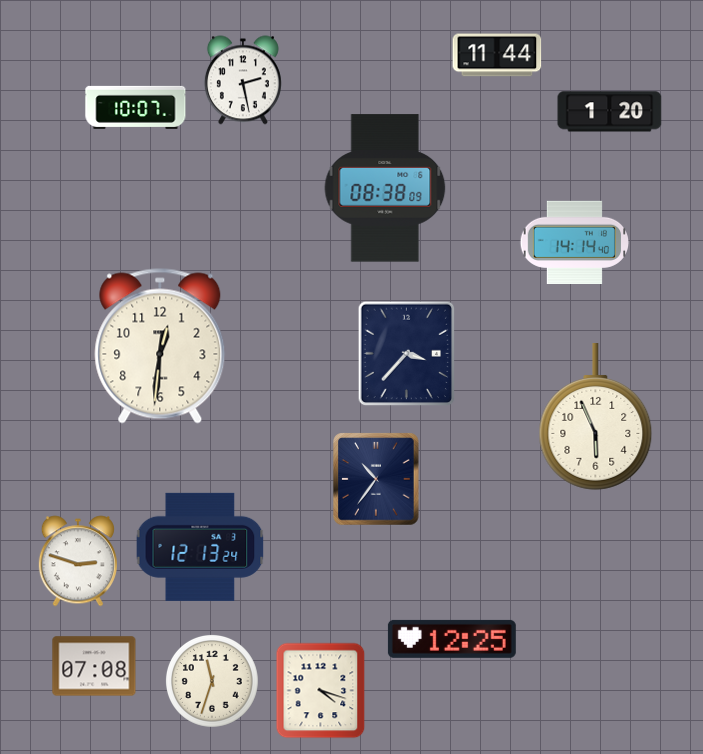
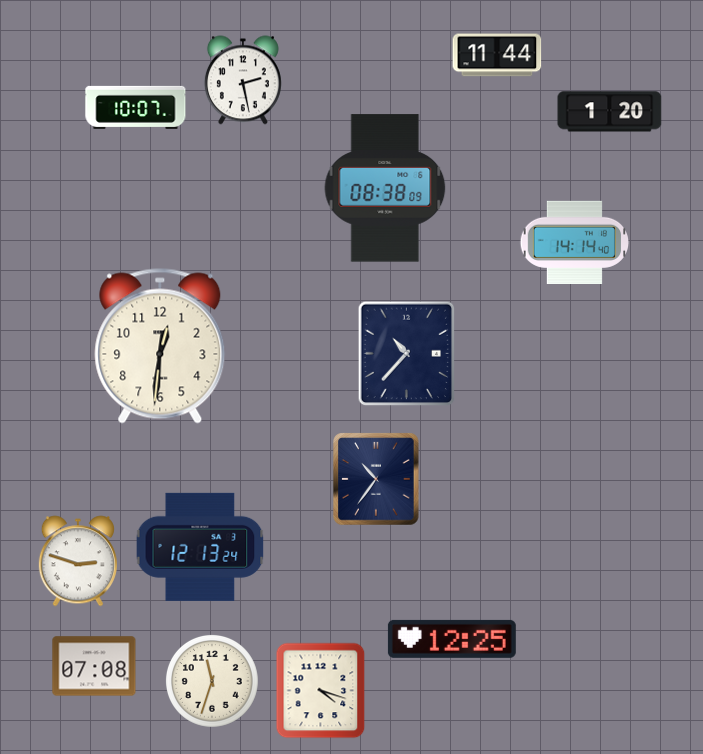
clock at (407, 354): 3:37 -> 10:37
clock at (596, 417): 5:56 -> none
